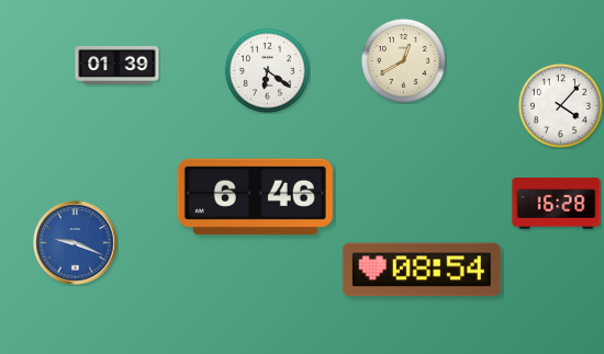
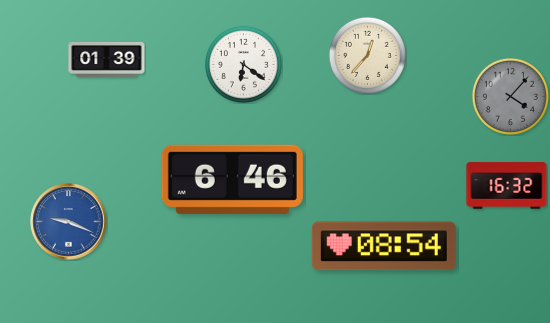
clock at (403, 60): 12:40 -> 12:37
clock at (560, 105) dial: white -> grey
clock at (557, 204): 16:28 -> 16:32
